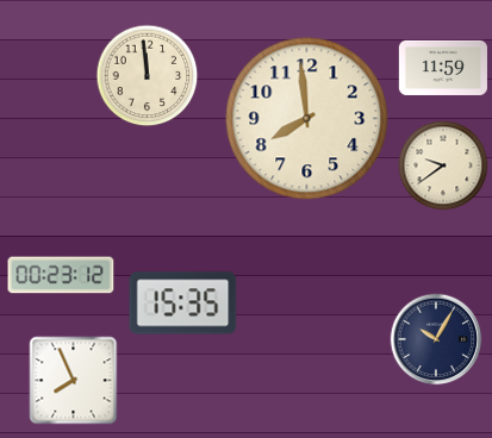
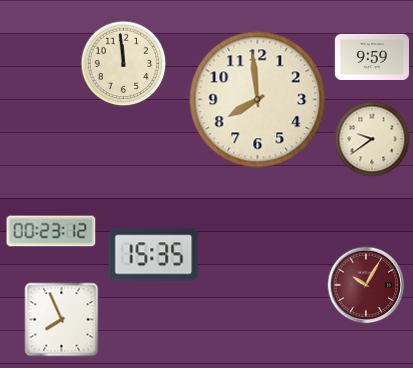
clock at (443, 68): 11:59 -> 9:59
clock at (436, 339) dial: navy -> burgundy
